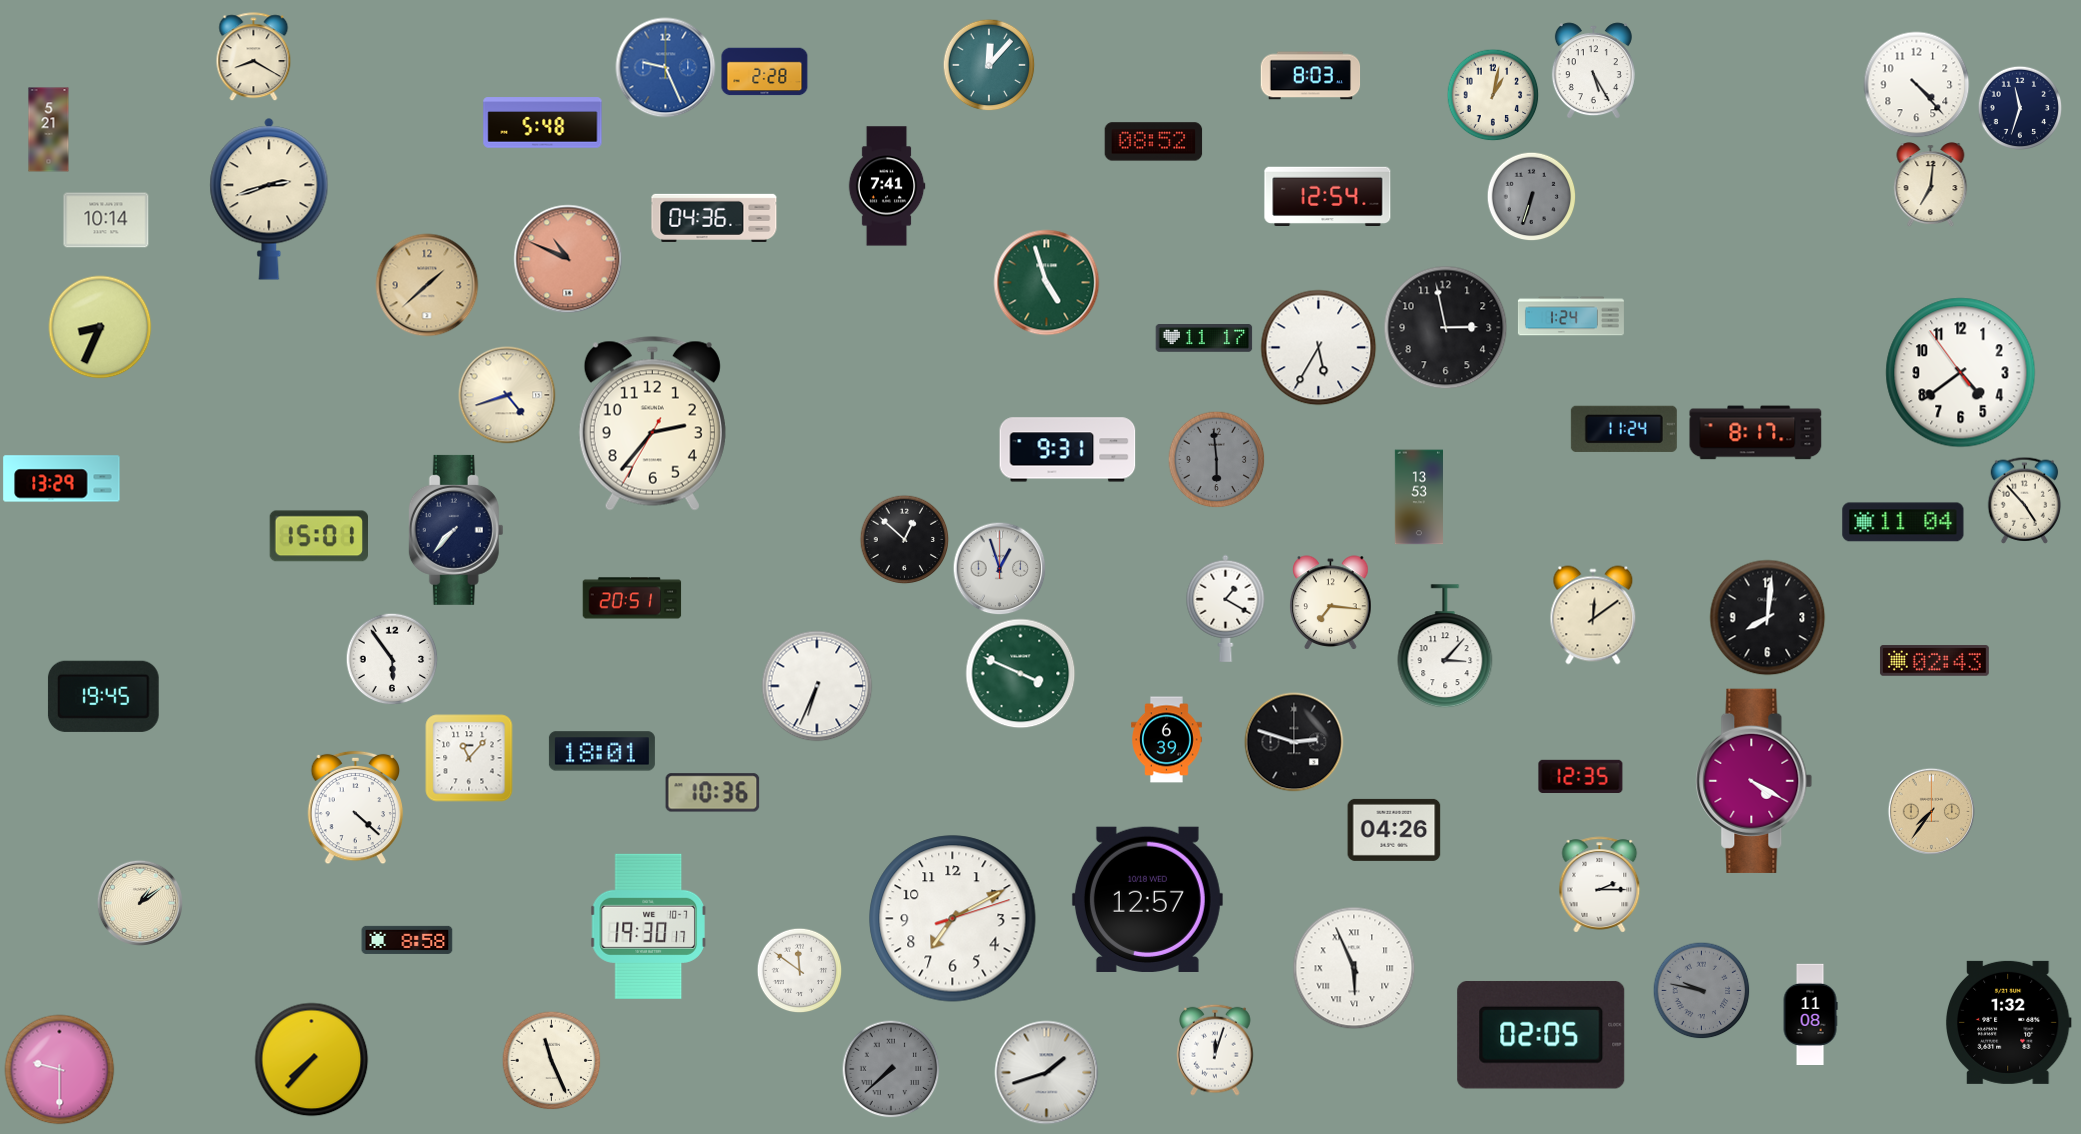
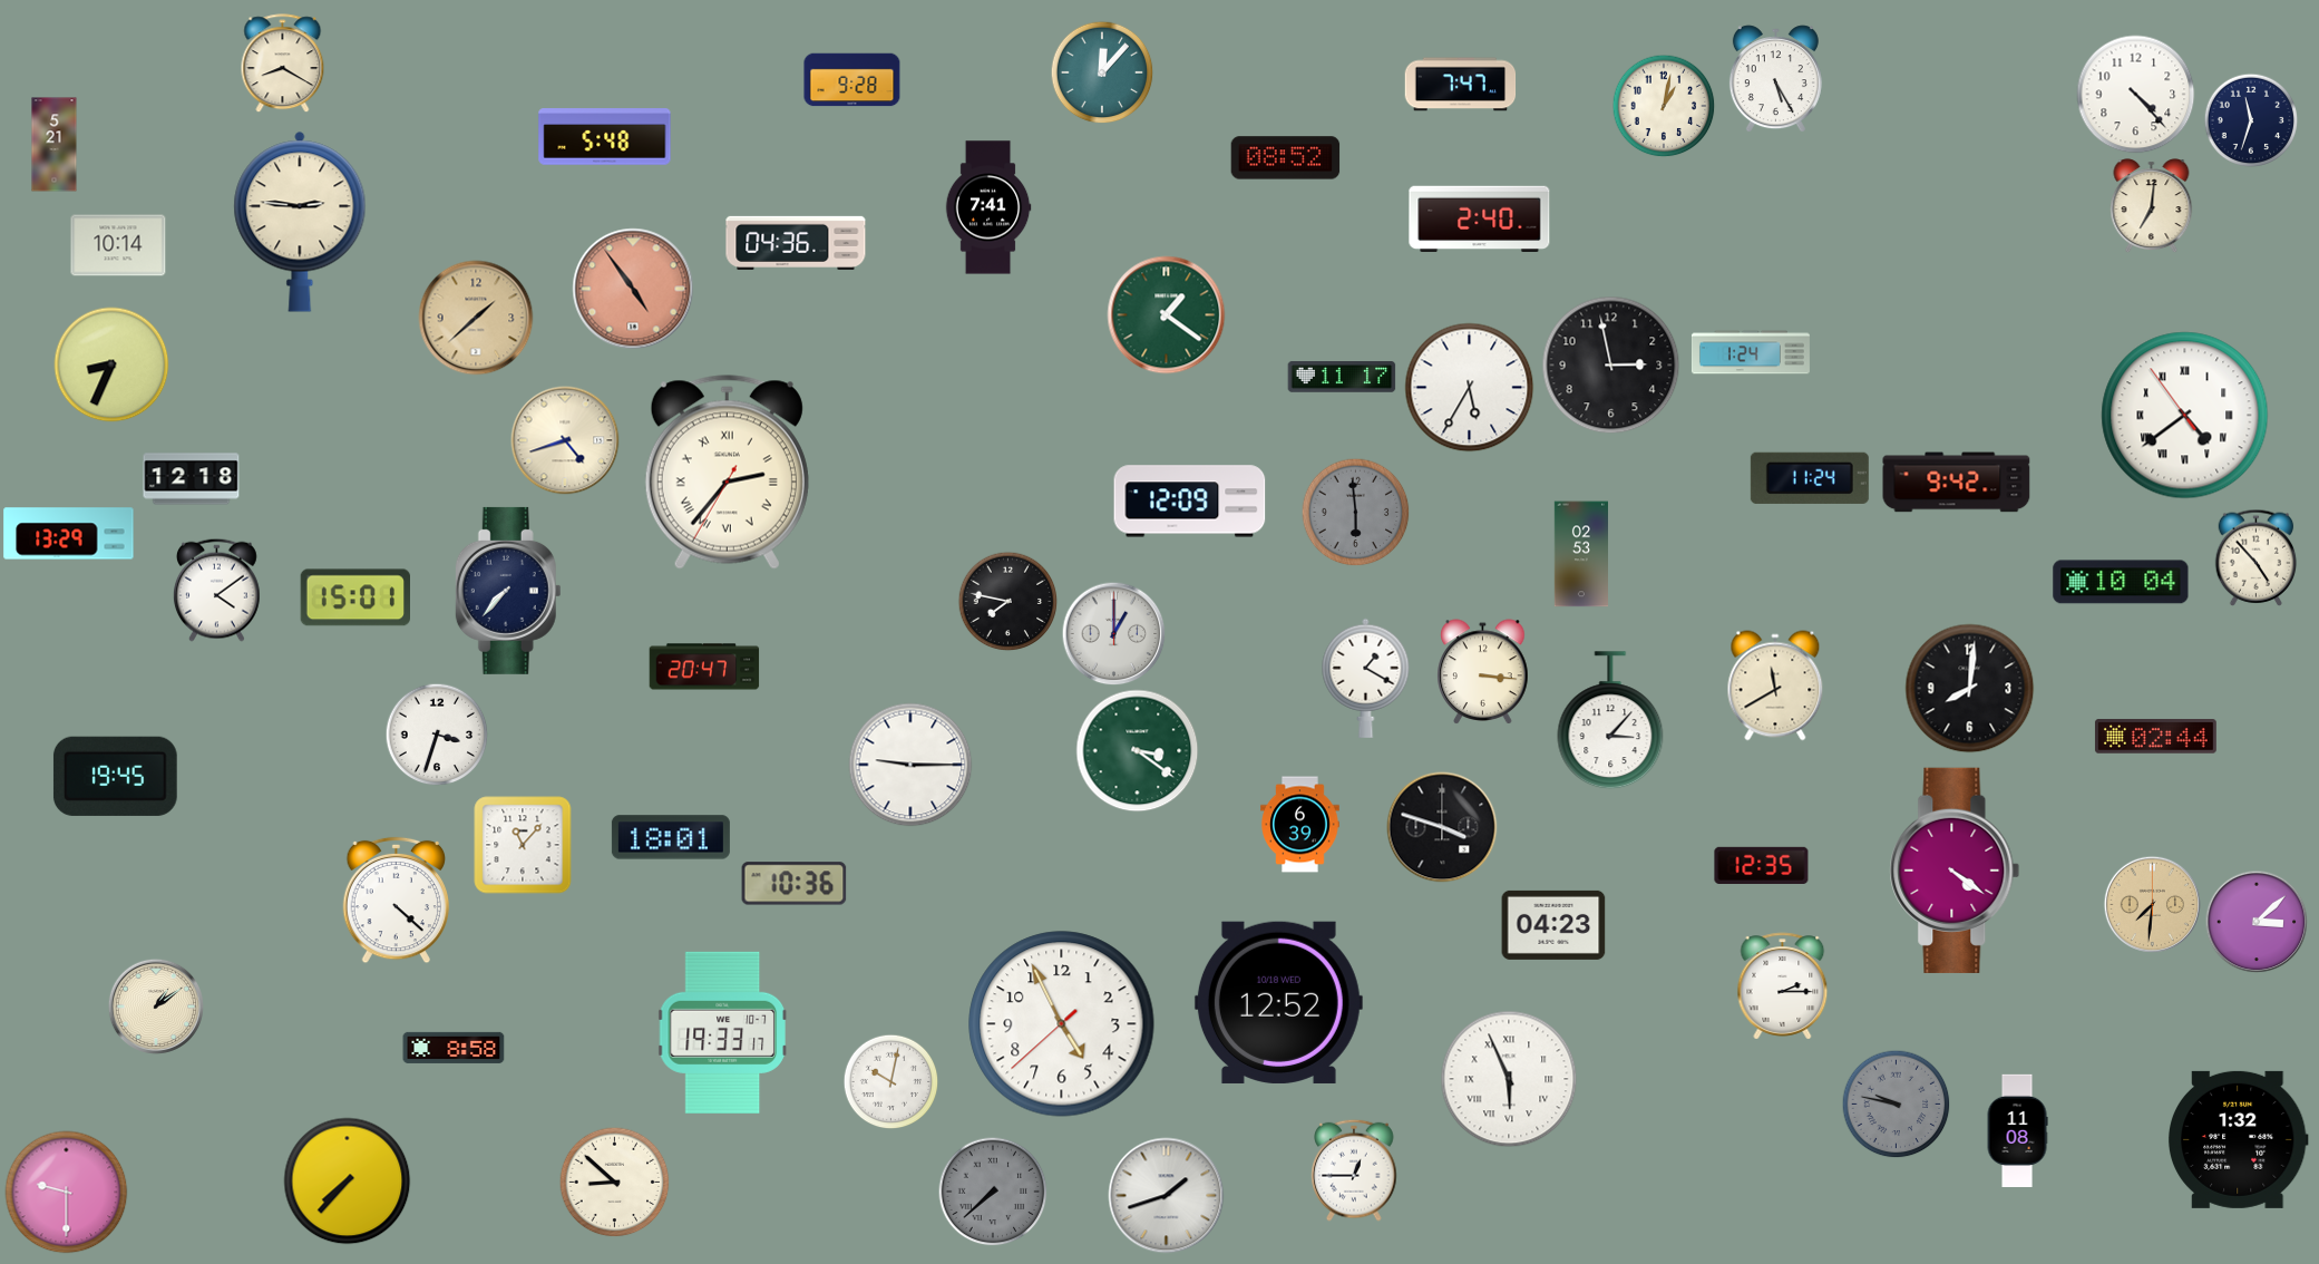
clock at (666, 68): 9:26 -> none
clock at (765, 72): 2:28 -> 9:28
clock at (1311, 76): 8:03 -> 7:47
clock at (1328, 196): 12:54 -> 2:40
clock at (1531, 196): 6:33 -> none
clock at (269, 199): 2:42 -> 2:46
clock at (568, 259): 10:49 -> 4:54
clock at (1047, 283): 4:57 -> 1:21
clock at (1961, 373) numerals: Arabic -> Roman
clock at (652, 424) numerals: Arabic -> Roman
clock at (192, 479): none -> 12:18
clock at (1756, 433): 8:17 -> 9:42
clock at (1068, 450): 9:31 -> 12:09
clock at (1418, 497): 13:53 -> 02:53
clock at (1903, 522): 11:04 -> 10:04
clock at (216, 590): none -> 4:09
clock at (904, 539): 12:52 -> 7:47
clock at (999, 568): 12:57 -> 1:00
clock at (632, 598): 20:51 -> 20:47
clock at (1331, 603): 7:16 -> 3:16
clock at (1593, 615): 12:09 -> 11:40
clock at (392, 659): 5:54 -> 3:33
clock at (1934, 661): 02:43 -> 02:44
clock at (1021, 674): 3:49 -> 3:21
clock at (817, 686): 6:34 -> 9:15
clock at (1294, 742): 2:48 -> 3:48
clock at (1754, 781): 4:20 -> 4:21
clock at (1931, 811): 7:36 -> 7:31
clock at (2257, 922): none -> 3:08
clock at (1394, 830): 04:26 -> 04:23
clock at (1147, 899): 12:57 -> 12:52
clock at (953, 919): 7:10 -> 4:55
clock at (648, 926): 19:30 -> 19:33
clock at (799, 970): 11:51 -> 10:02
clock at (1541, 1035): 02:05 -> none
clock at (1215, 1050): 12:03 -> 12:45
clock at (552, 1061): 11:26 -> 8:52
